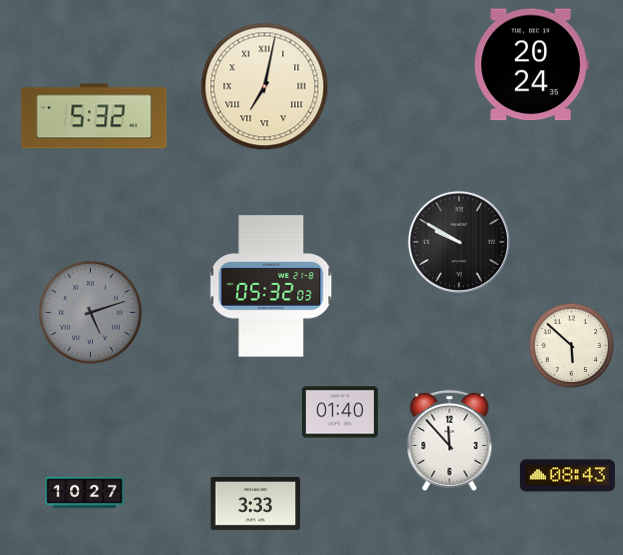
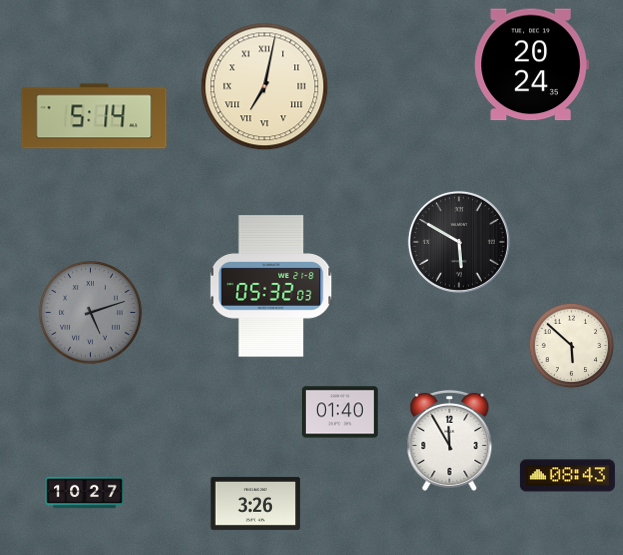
clock at (94, 116): 5:32 -> 5:14
clock at (459, 242): 9:50 -> 5:50
clock at (450, 440): 11:53 -> 11:55
clock at (256, 503): 3:33 -> 3:26
